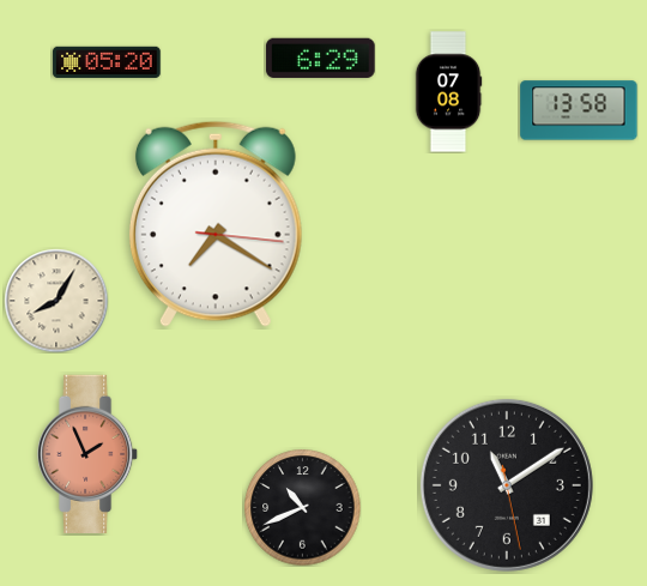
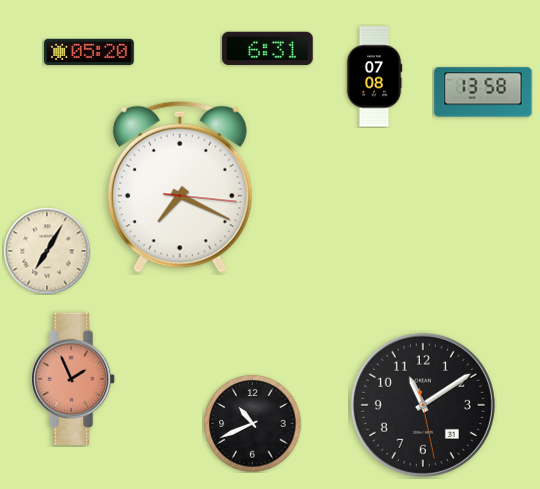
clock at (321, 58): 6:29 -> 6:31
clock at (216, 224): 7:20 -> 7:19
clock at (56, 301): 8:05 -> 7:05
